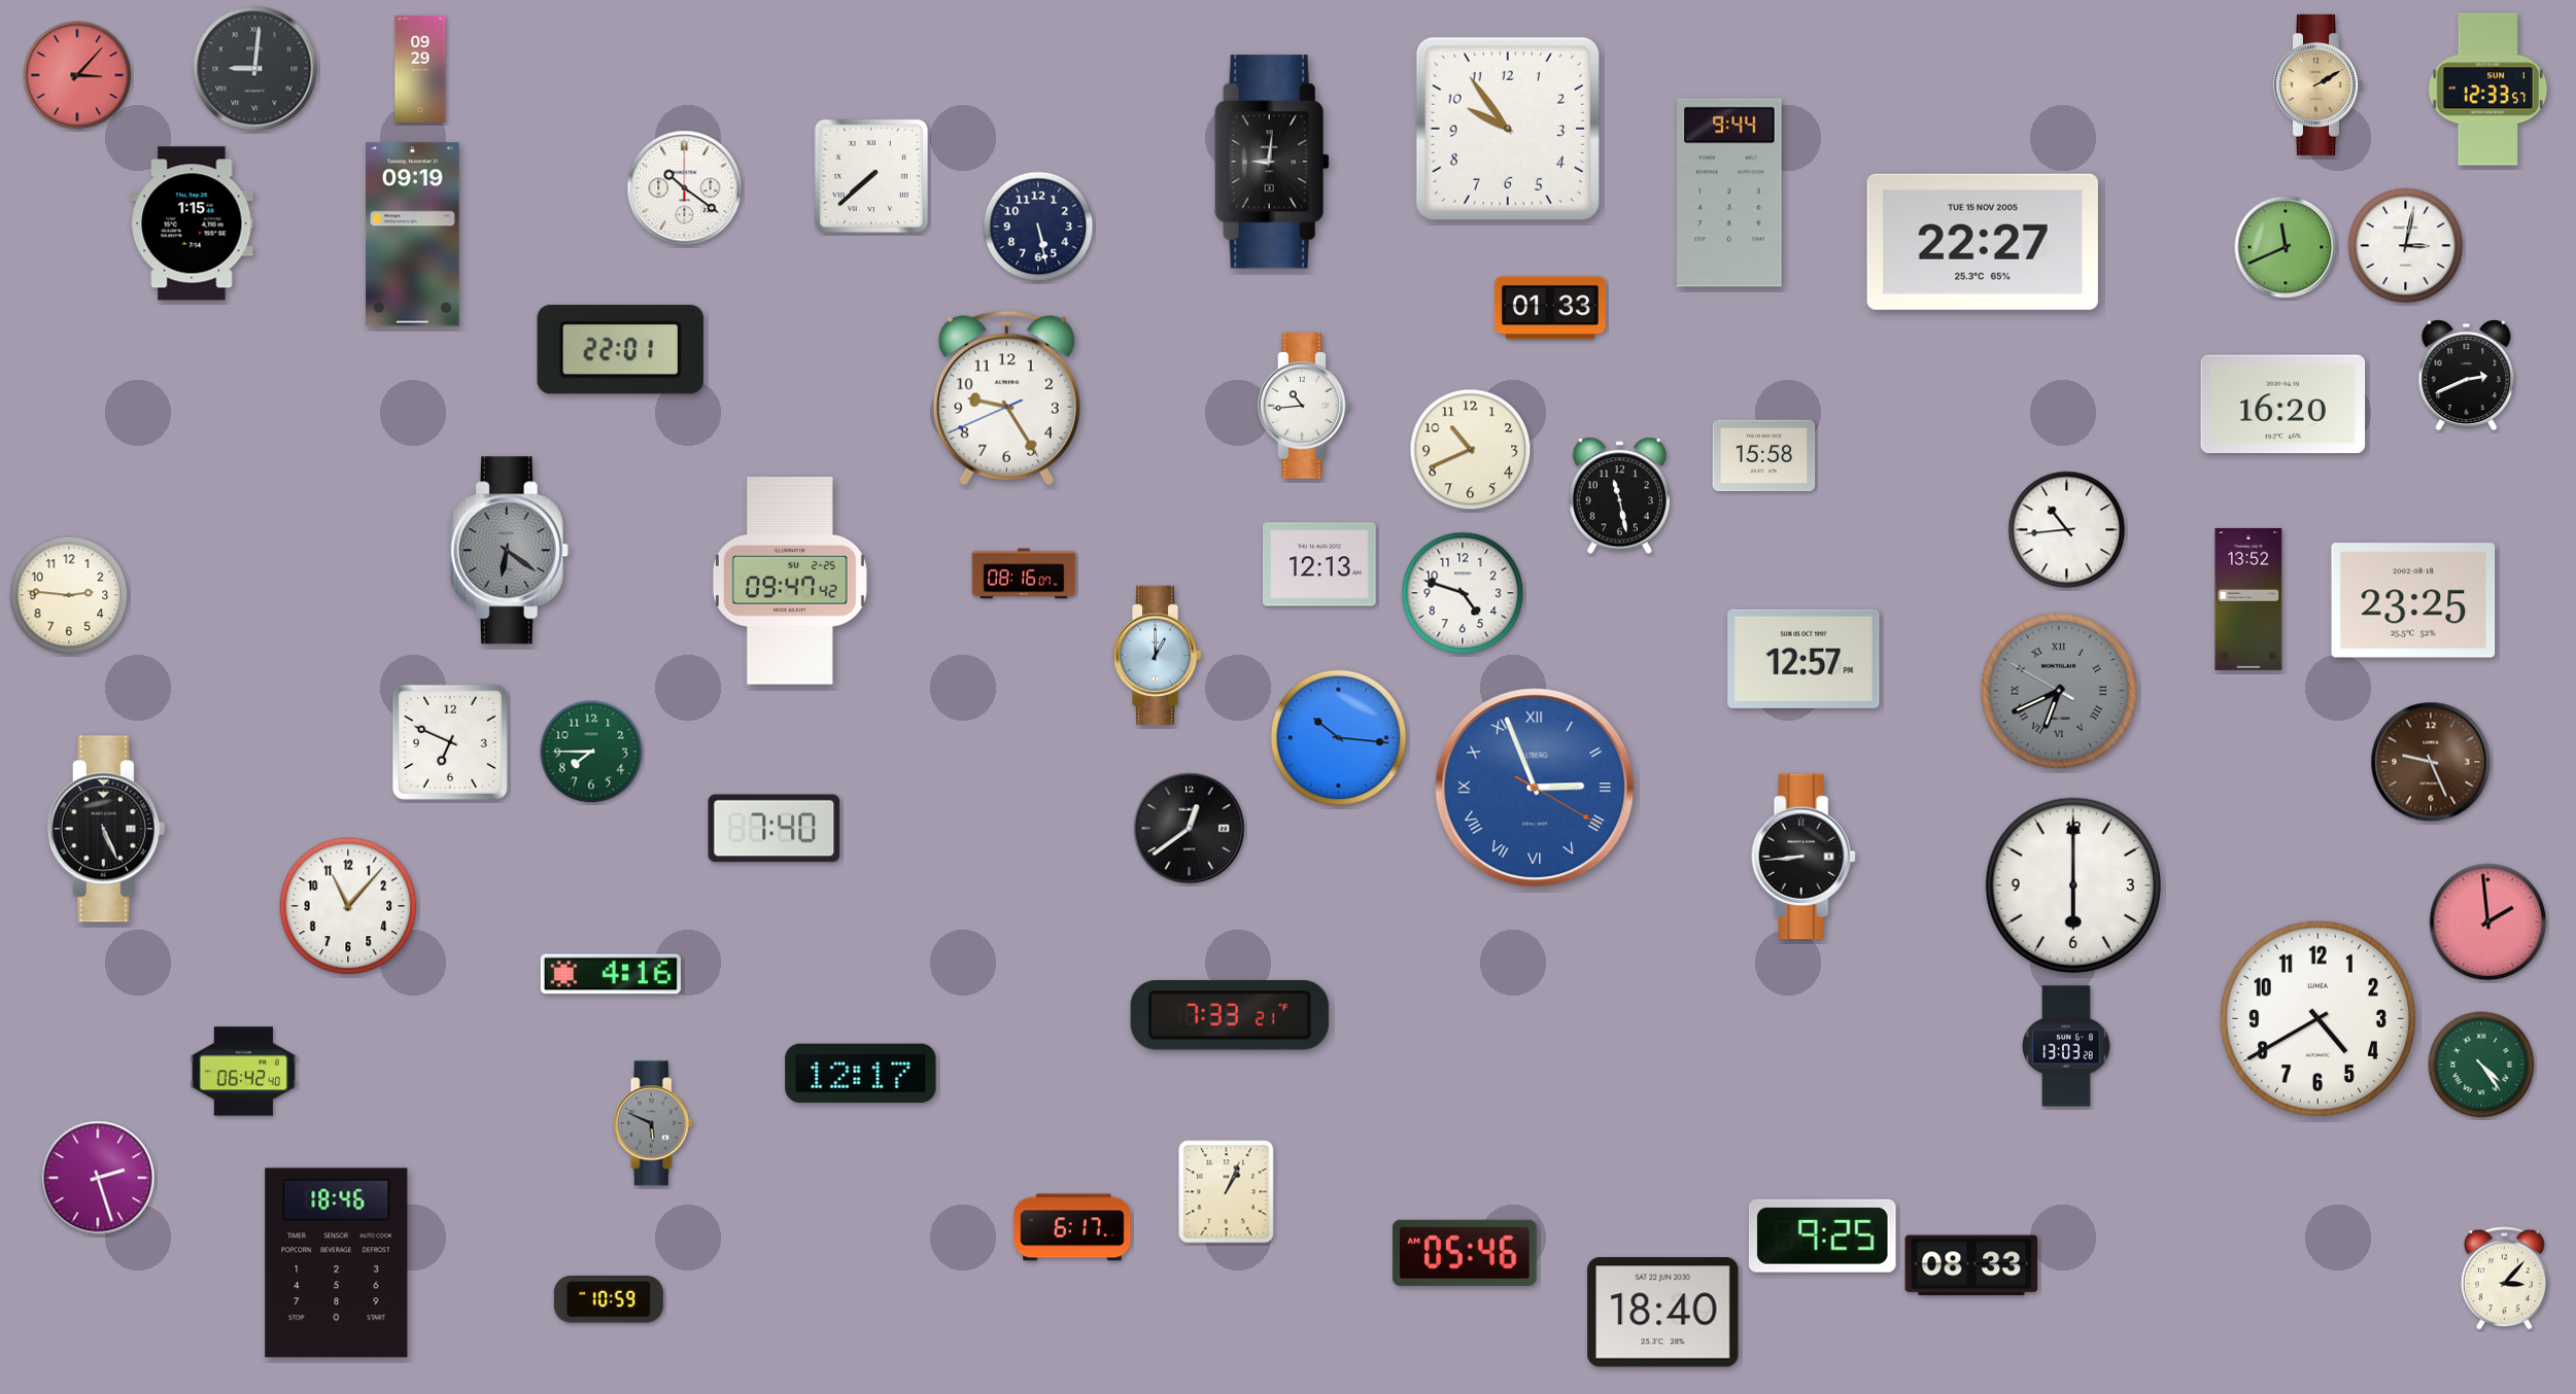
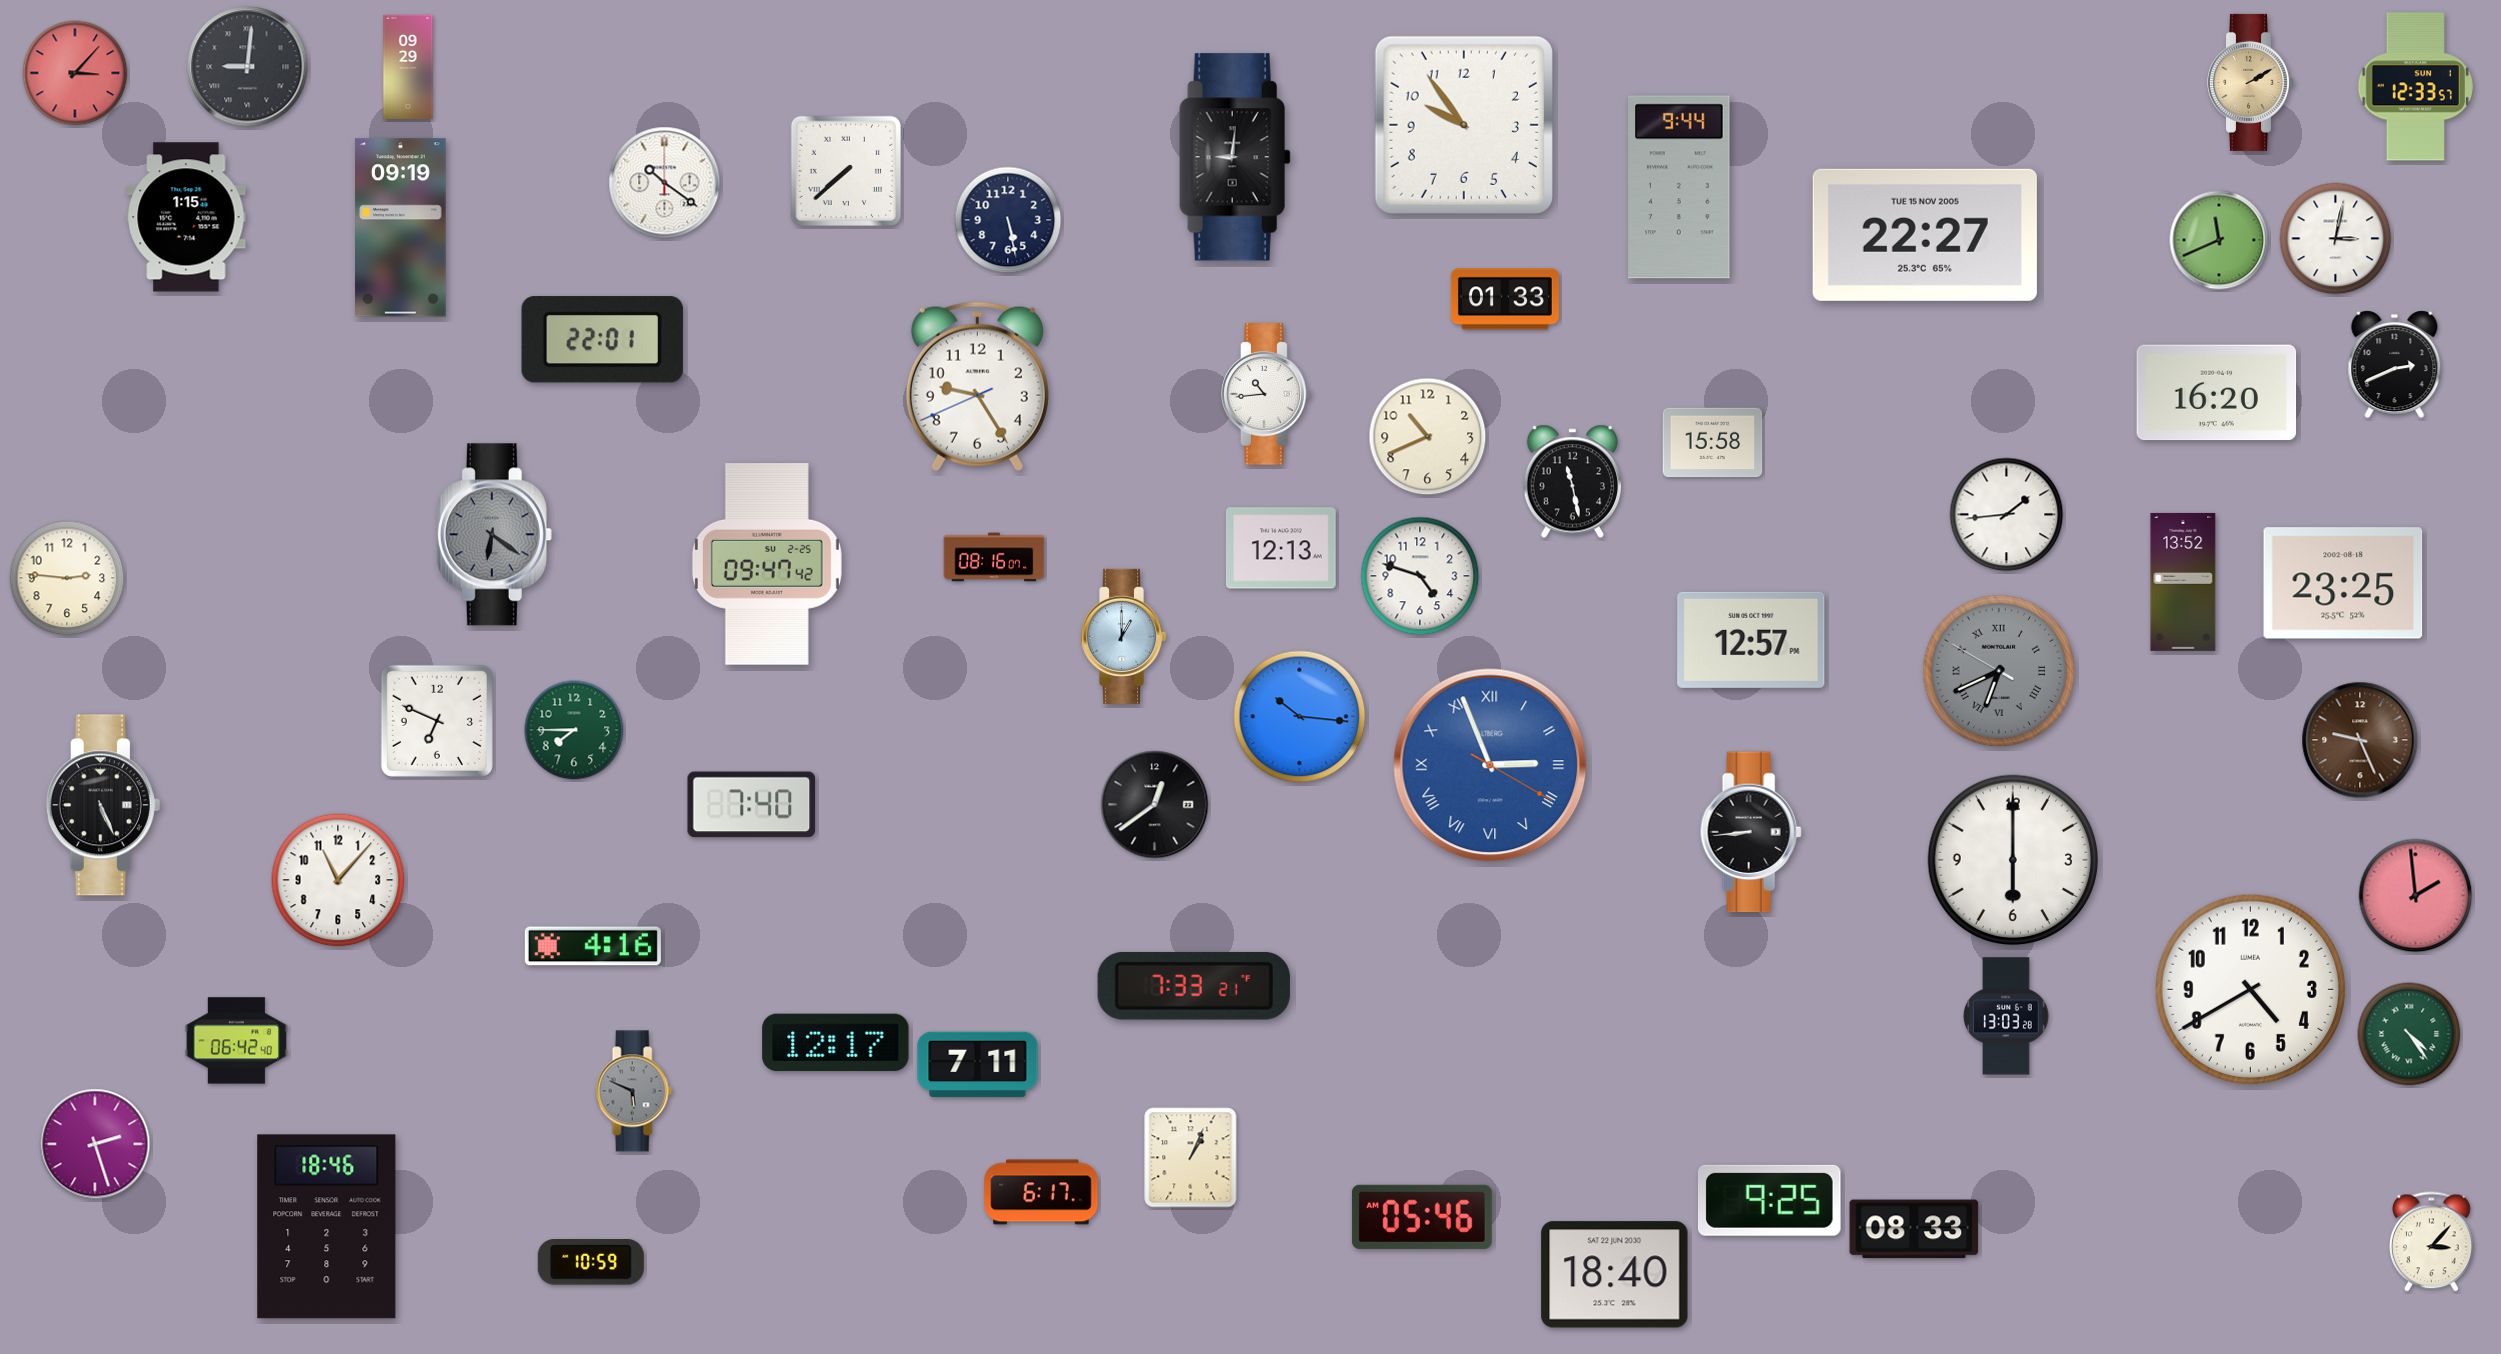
clock at (2067, 530): 10:44 -> 1:44
clock at (978, 1065): none -> 7:11
